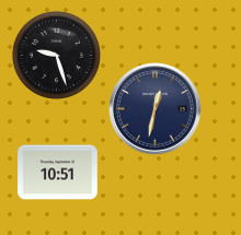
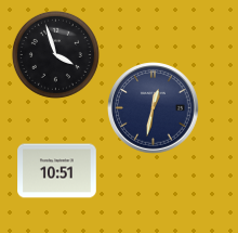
clock at (56, 55): 9:27 -> 3:57
